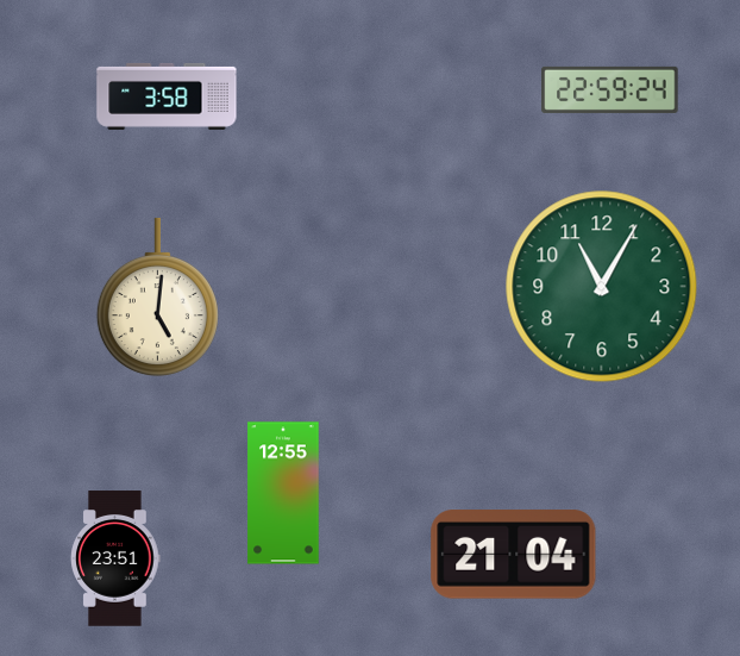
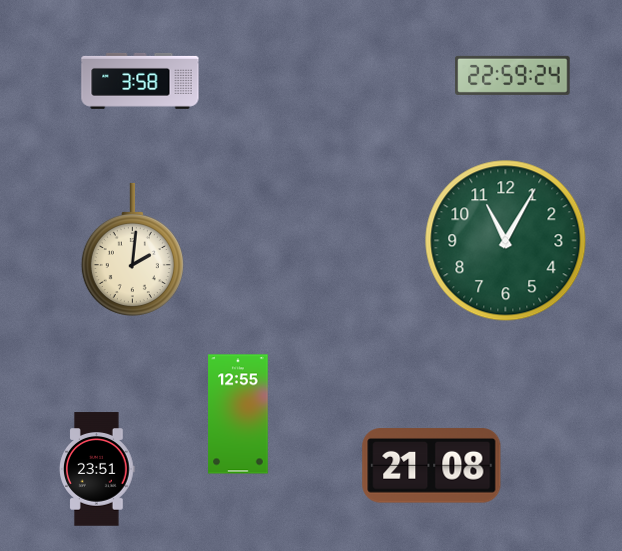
clock at (157, 298): 5:01 -> 2:01
clock at (514, 555): 21:04 -> 21:08
